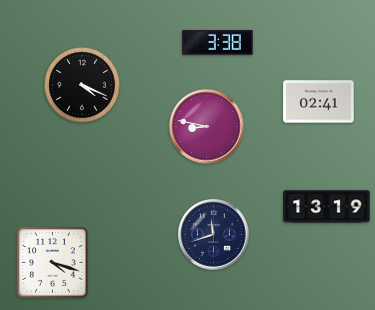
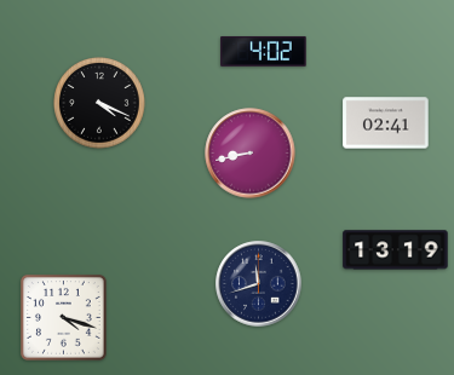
clock at (218, 43): 3:38 -> 4:02
clock at (207, 127): 8:47 -> 8:43
